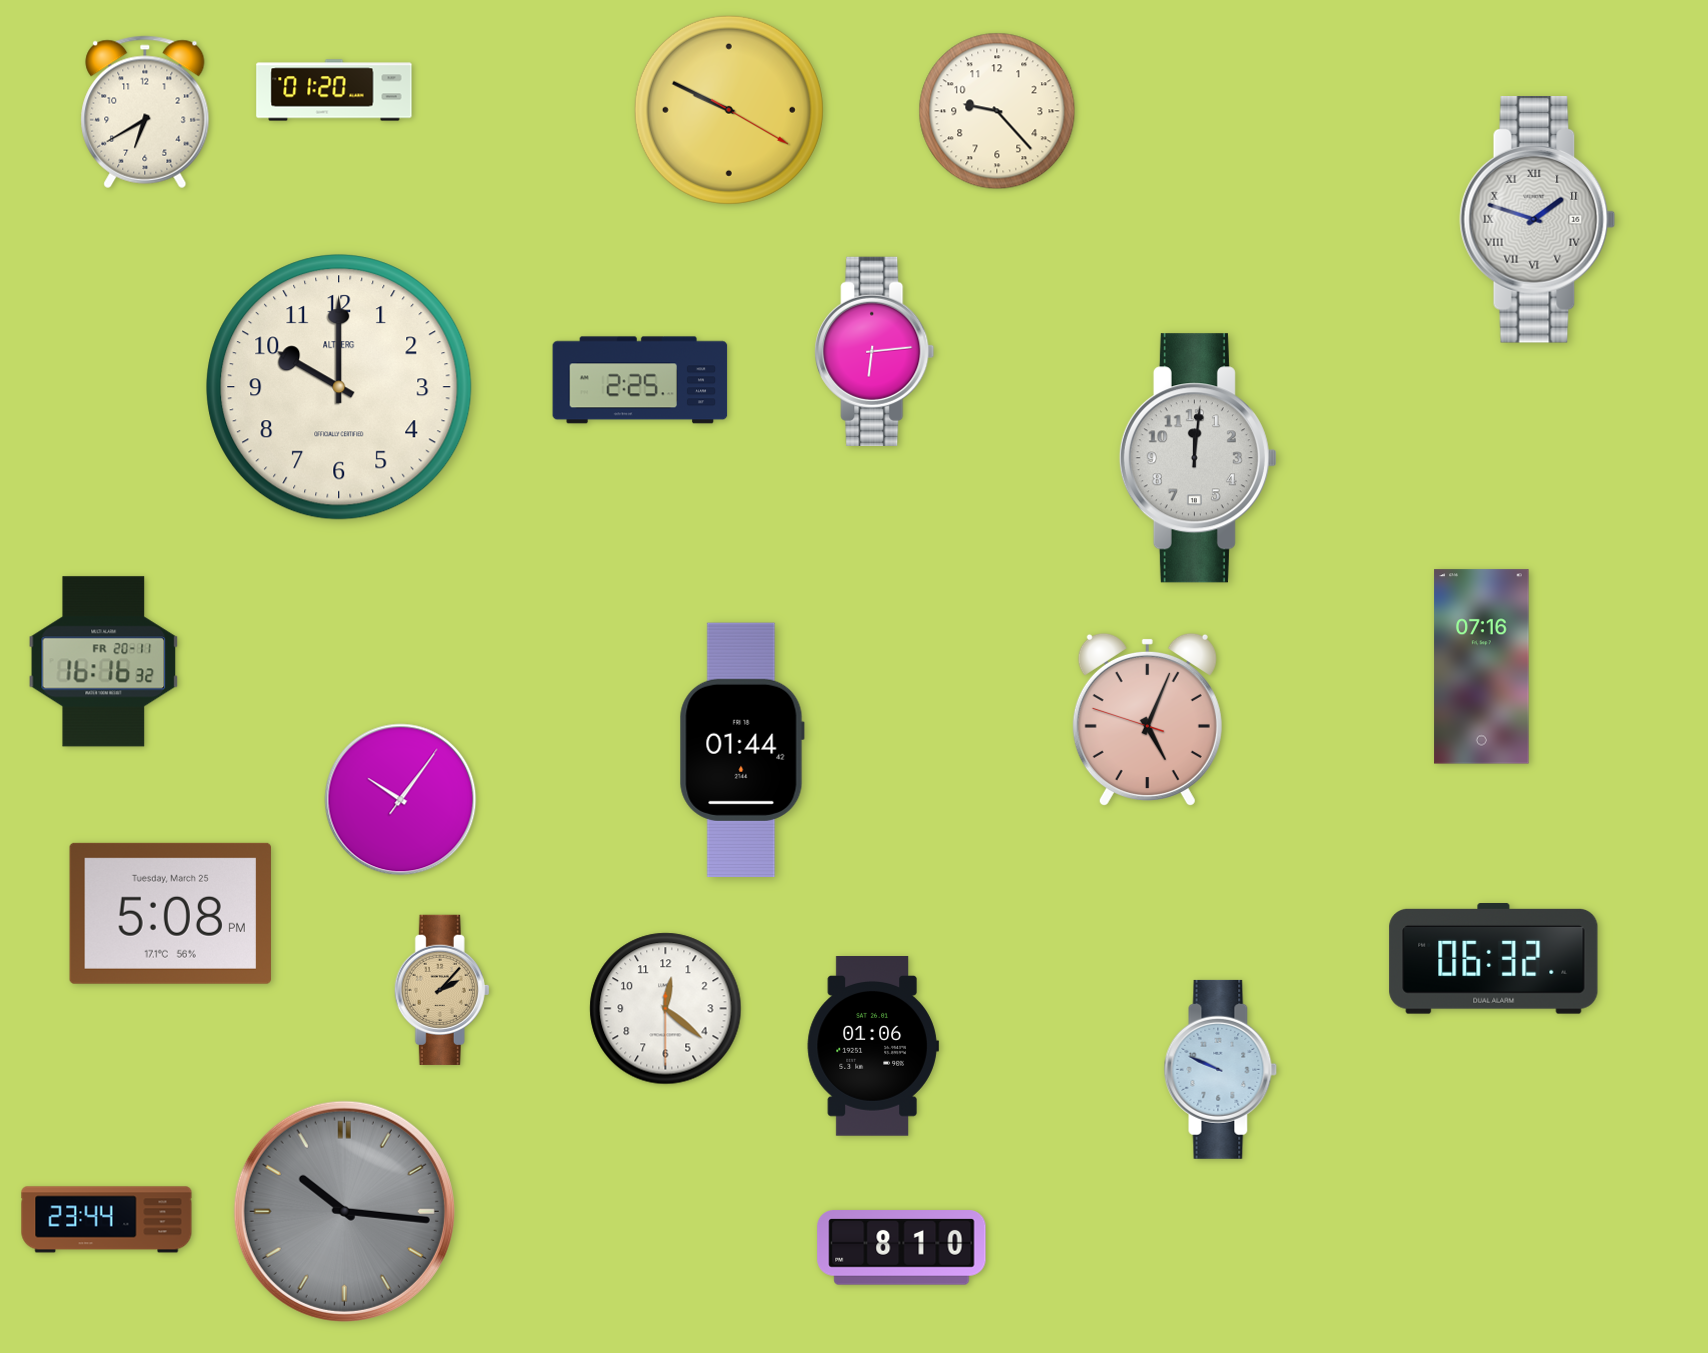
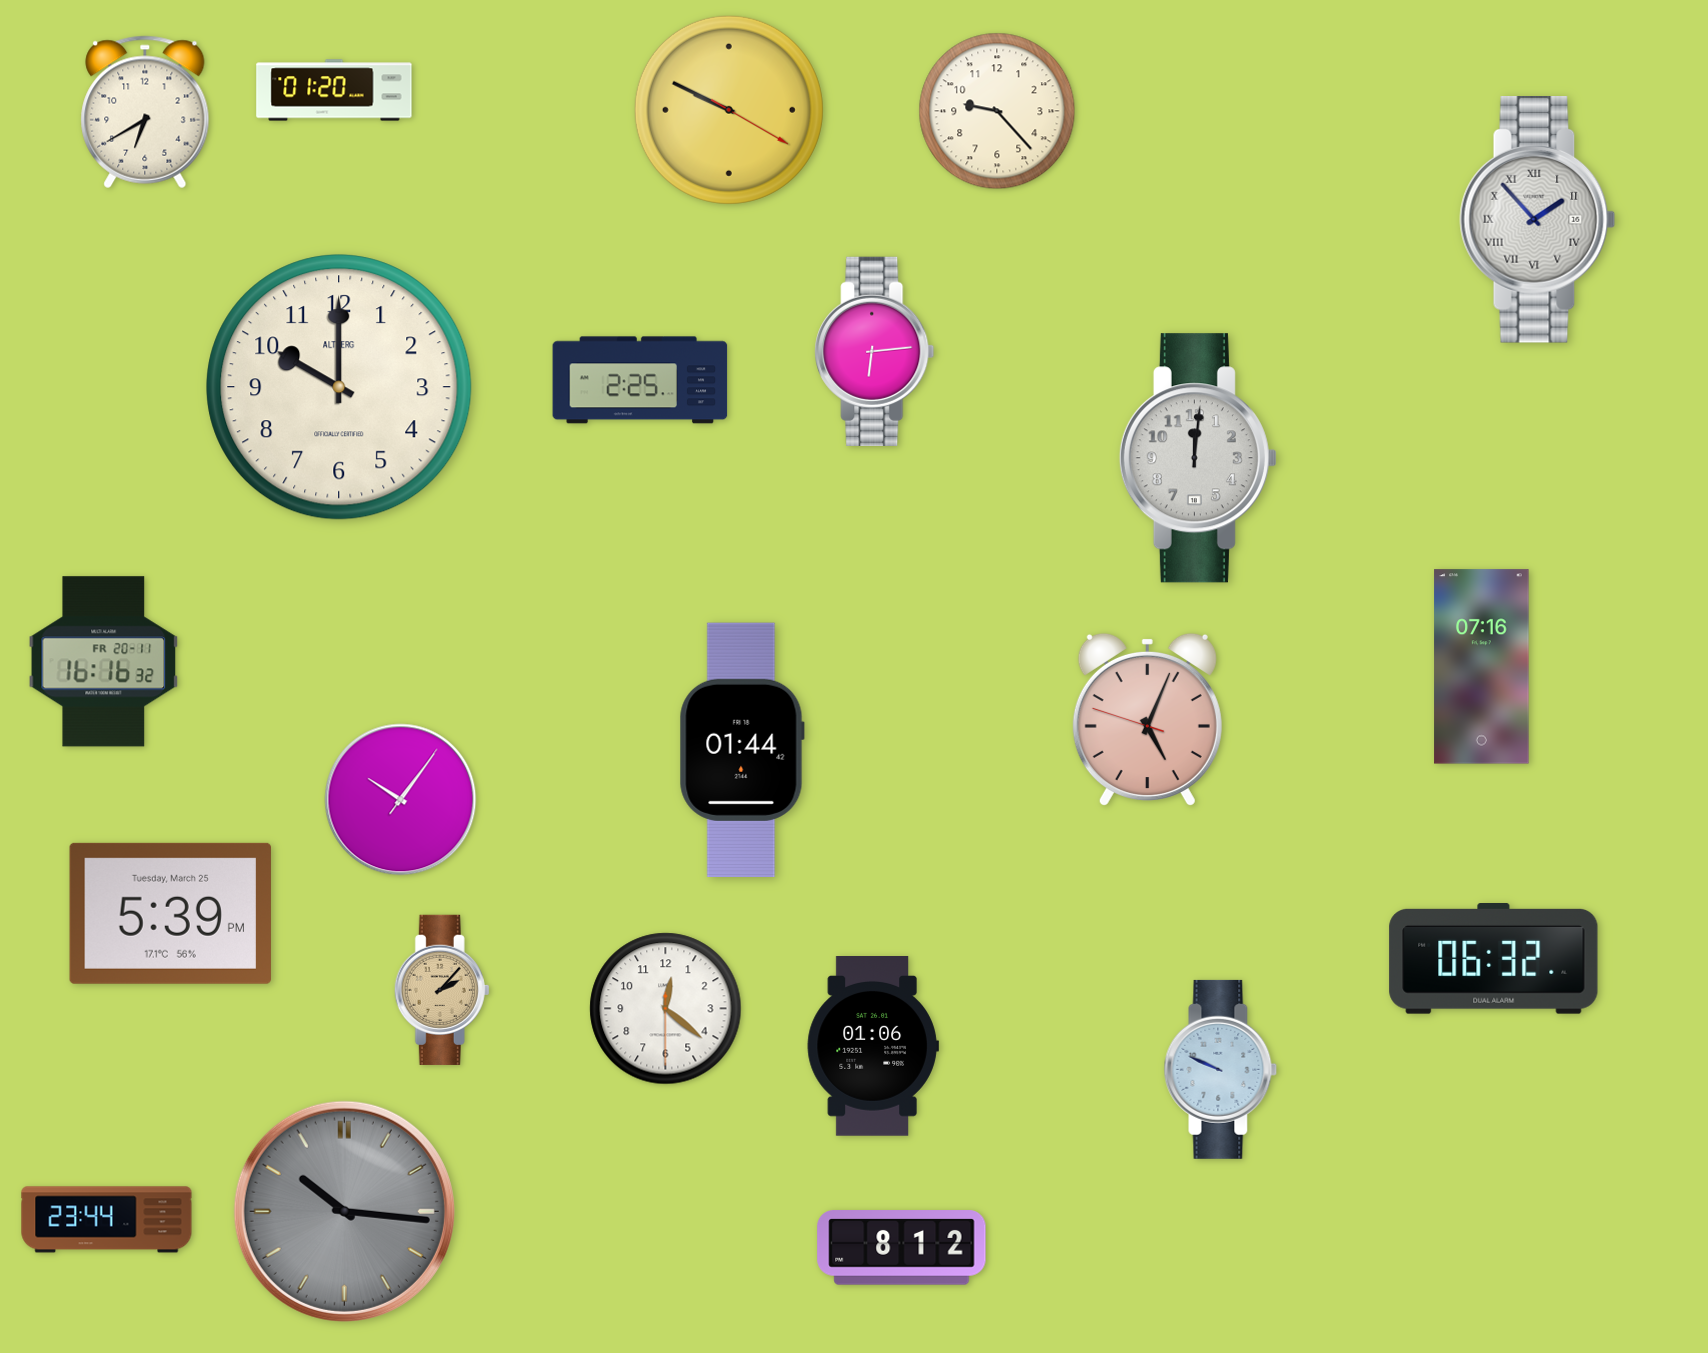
clock at (1538, 220): 1:48 -> 1:53
clock at (170, 913): 5:08 -> 5:39
clock at (902, 1248): 8:10 -> 8:12
